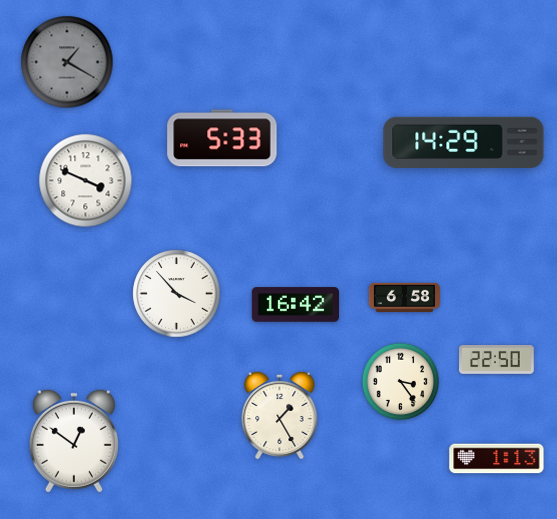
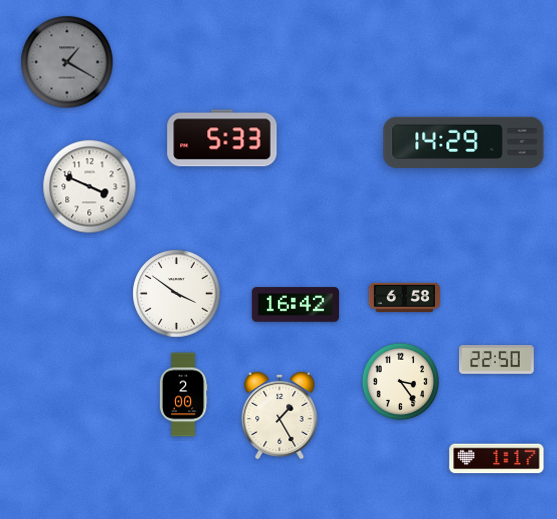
clock at (86, 181) position: (86, 181) -> (90, 187)
clock at (177, 294): 3:53 -> 3:51
clock at (183, 395): none -> 2:00
clock at (74, 441): 12:51 -> none
clock at (497, 459): 1:13 -> 1:17
